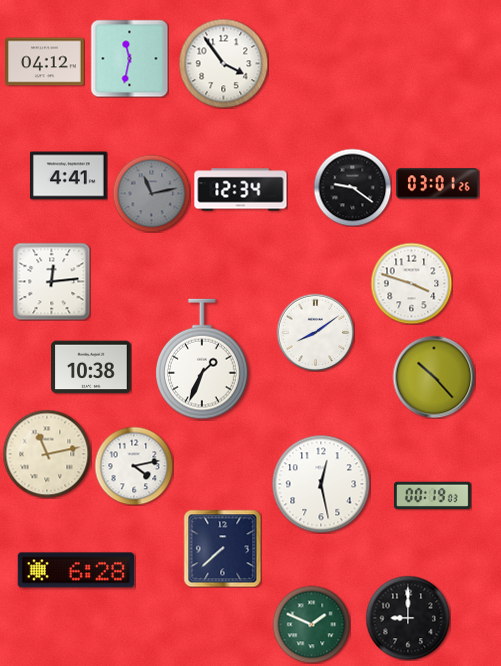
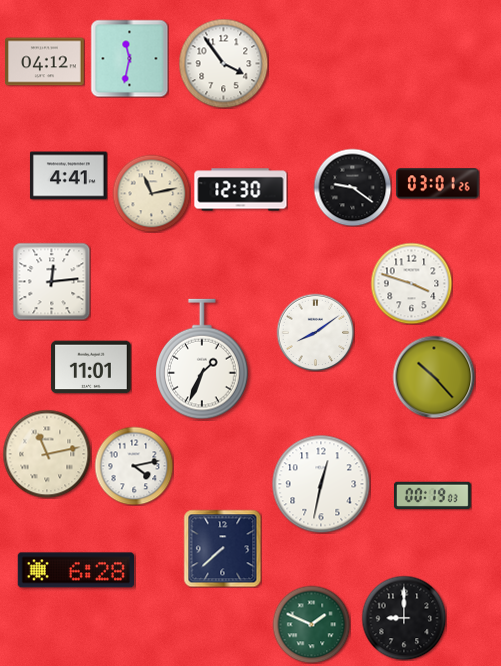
clock at (241, 190): 12:34 -> 12:30
clock at (151, 193) dial: grey -> cream
clock at (91, 367): 10:38 -> 11:01
clock at (321, 484): 12:28 -> 12:32
clock at (408, 618) position: (408, 618) -> (404, 618)
